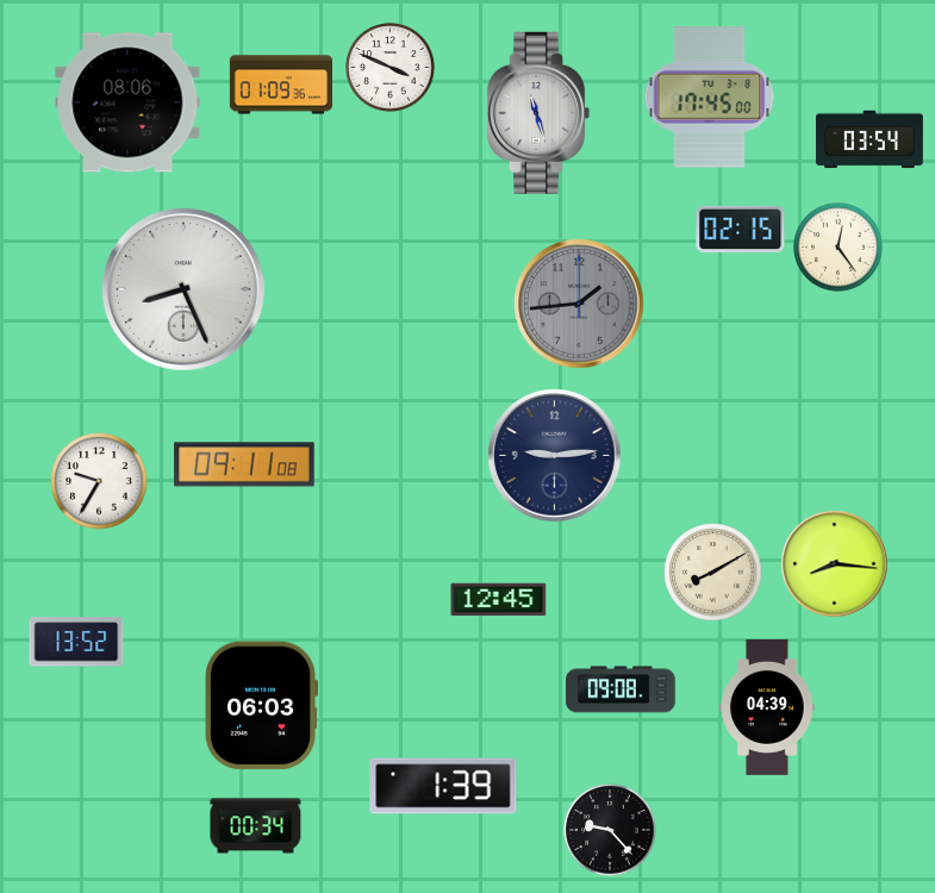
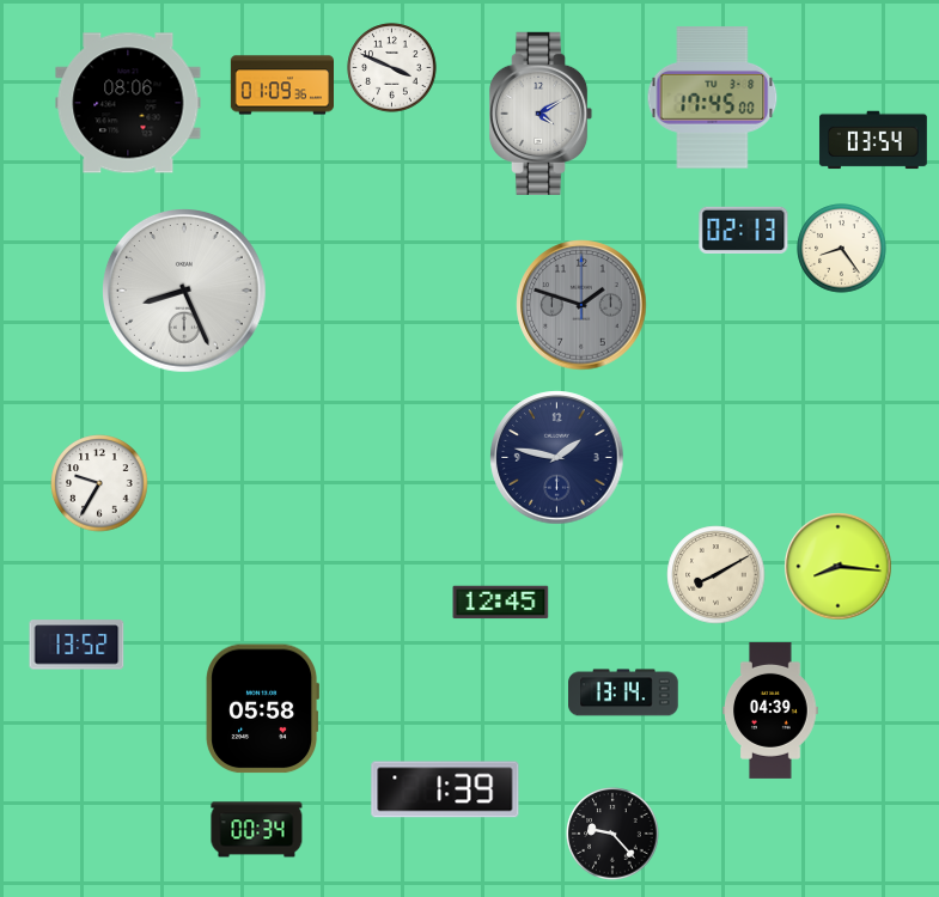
clock at (538, 113): 11:27 -> 4:10
clock at (741, 229): 02:15 -> 02:13
clock at (839, 248): 12:24 -> 8:24
clock at (579, 304): 1:44 -> 1:48
clock at (555, 456): 9:14 -> 1:47
clock at (244, 464): 09:11 -> none
clock at (621, 689): 09:08 -> 13:14
clock at (262, 706): 06:03 -> 05:58
